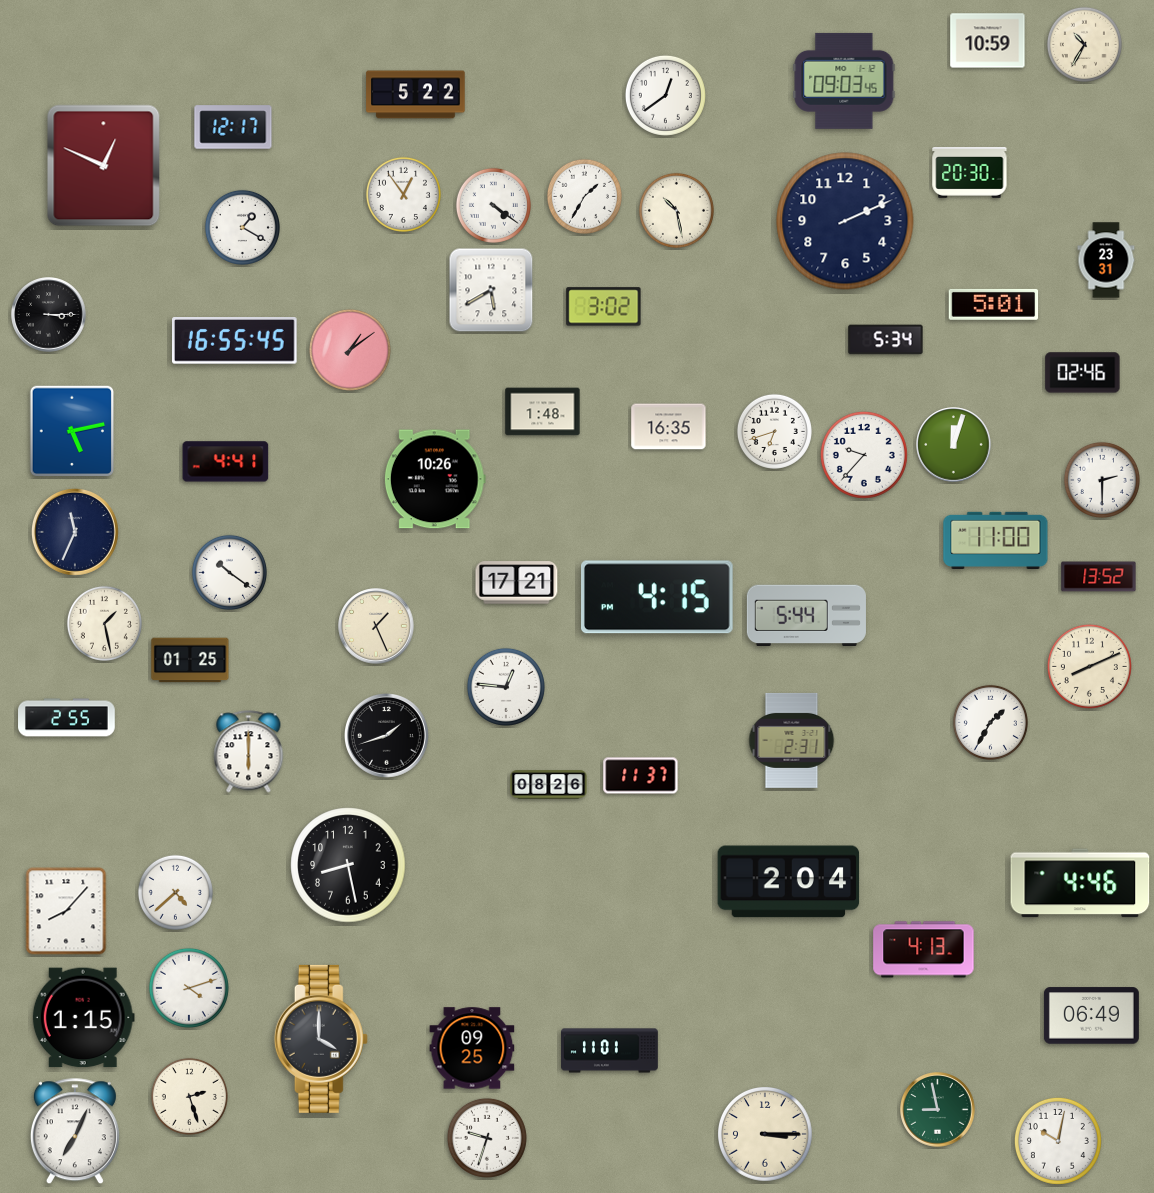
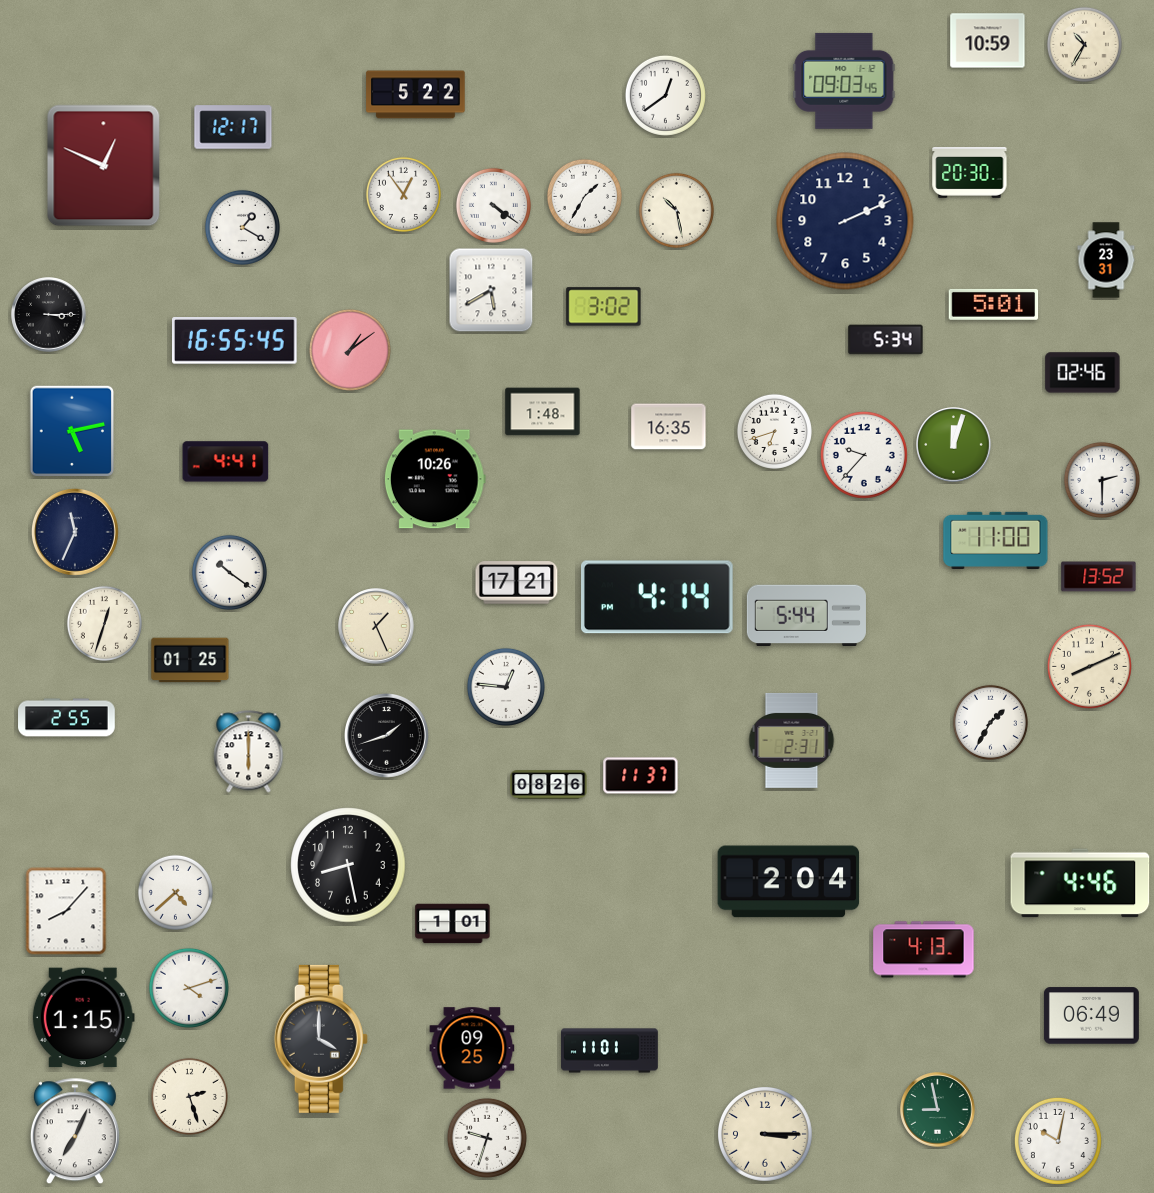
clock at (658, 597): 4:15 -> 4:14
clock at (104, 623): 1:28 -> 12:33
clock at (453, 924): none -> 1:01
